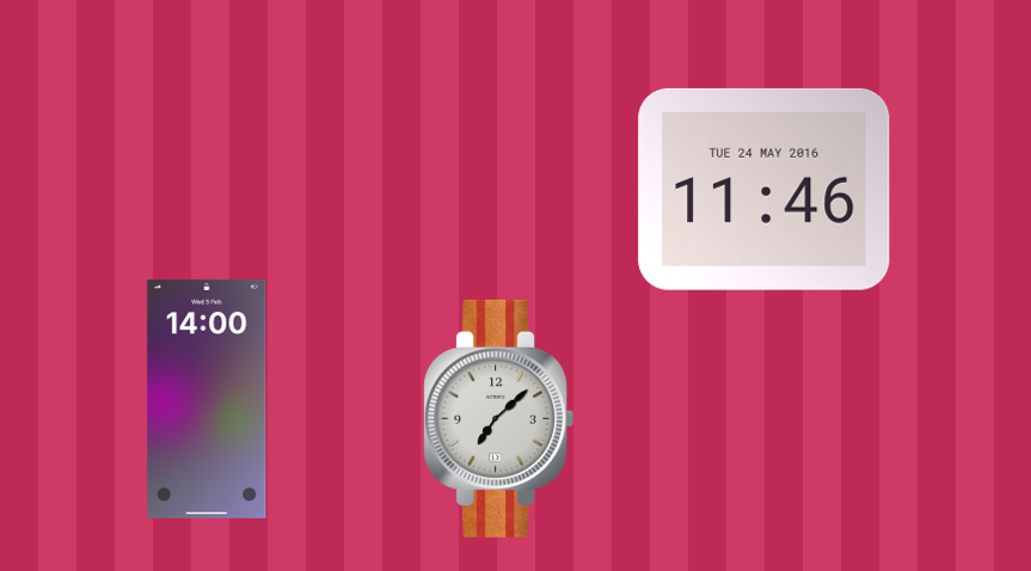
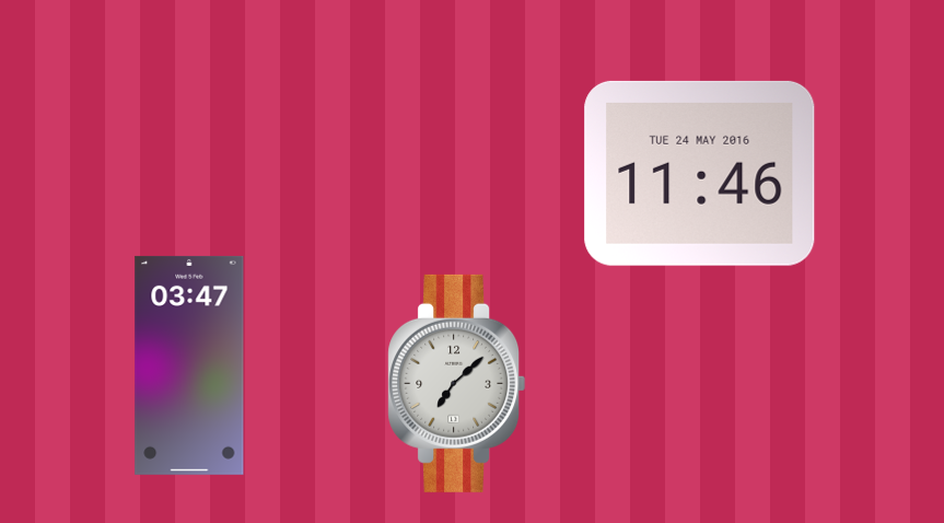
clock at (207, 399): 14:00 -> 03:47
